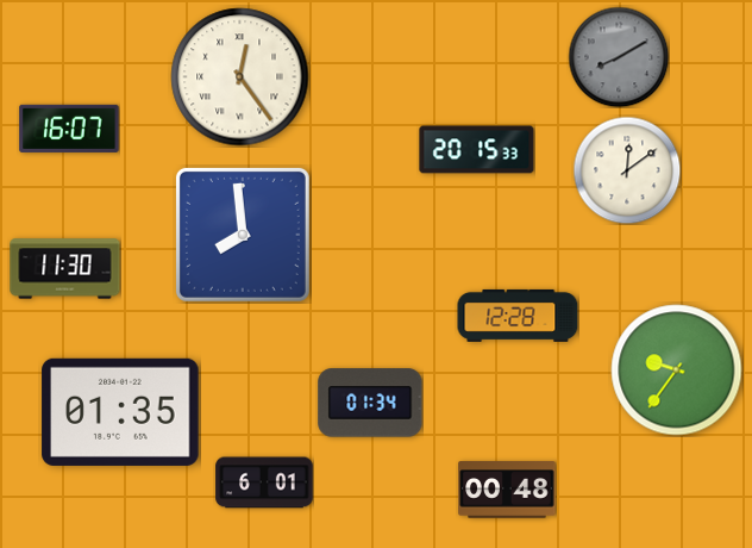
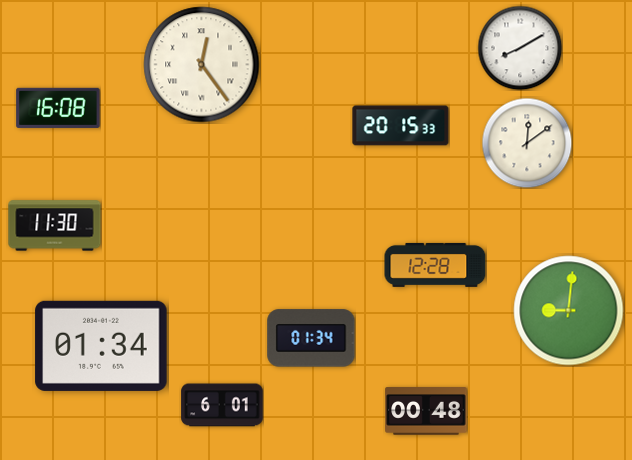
clock at (619, 57) dial: grey -> white
clock at (69, 129): 16:07 -> 16:08
clock at (243, 235): 7:59 -> none
clock at (677, 370): 9:36 -> 9:01
clock at (120, 412): 01:35 -> 01:34
